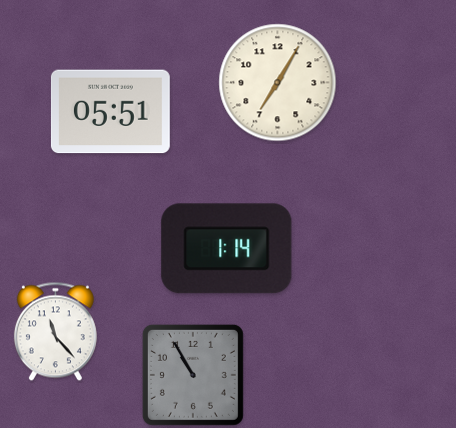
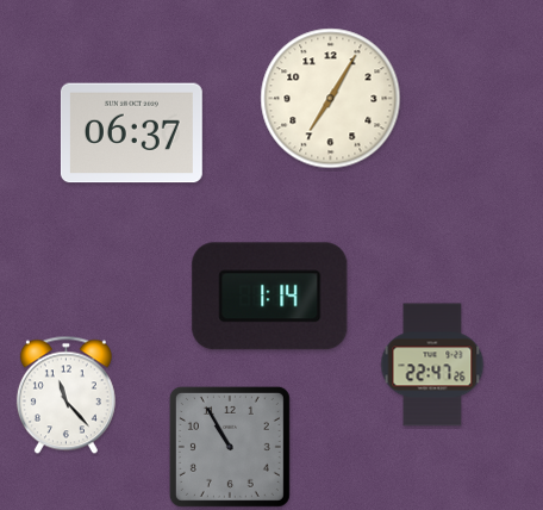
clock at (110, 112): 05:51 -> 06:37
clock at (432, 365): none -> 22:47
